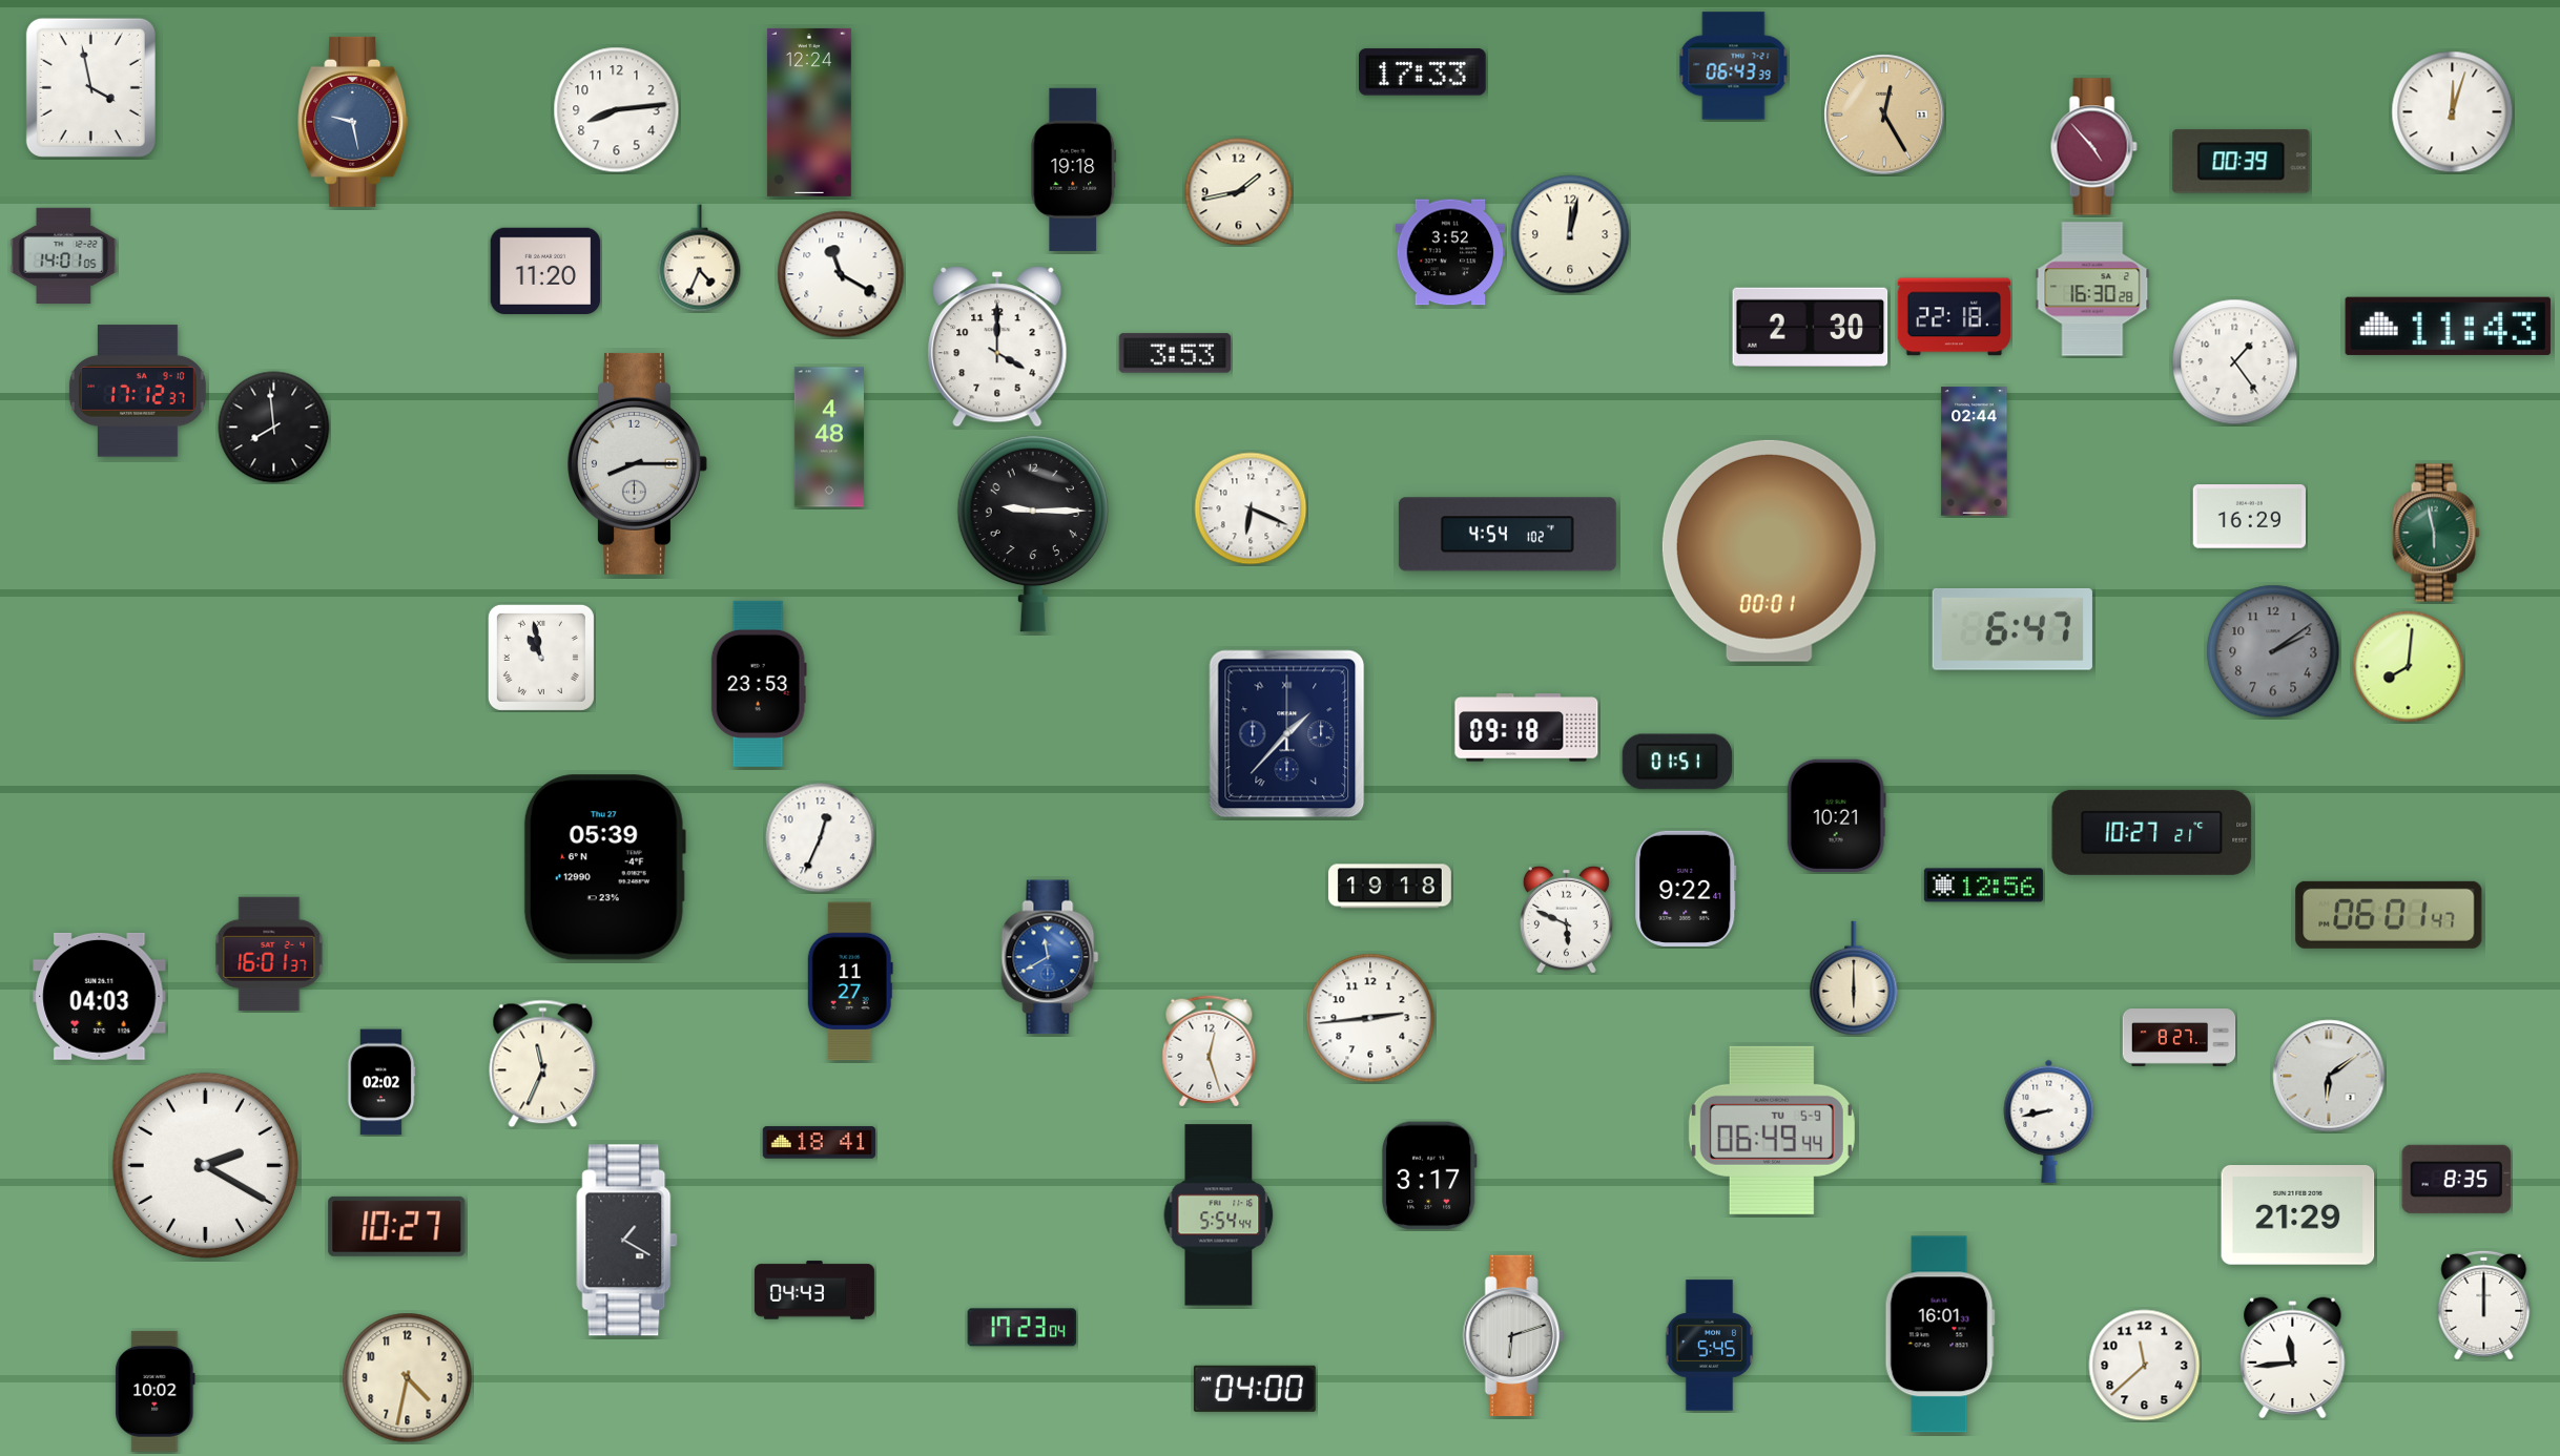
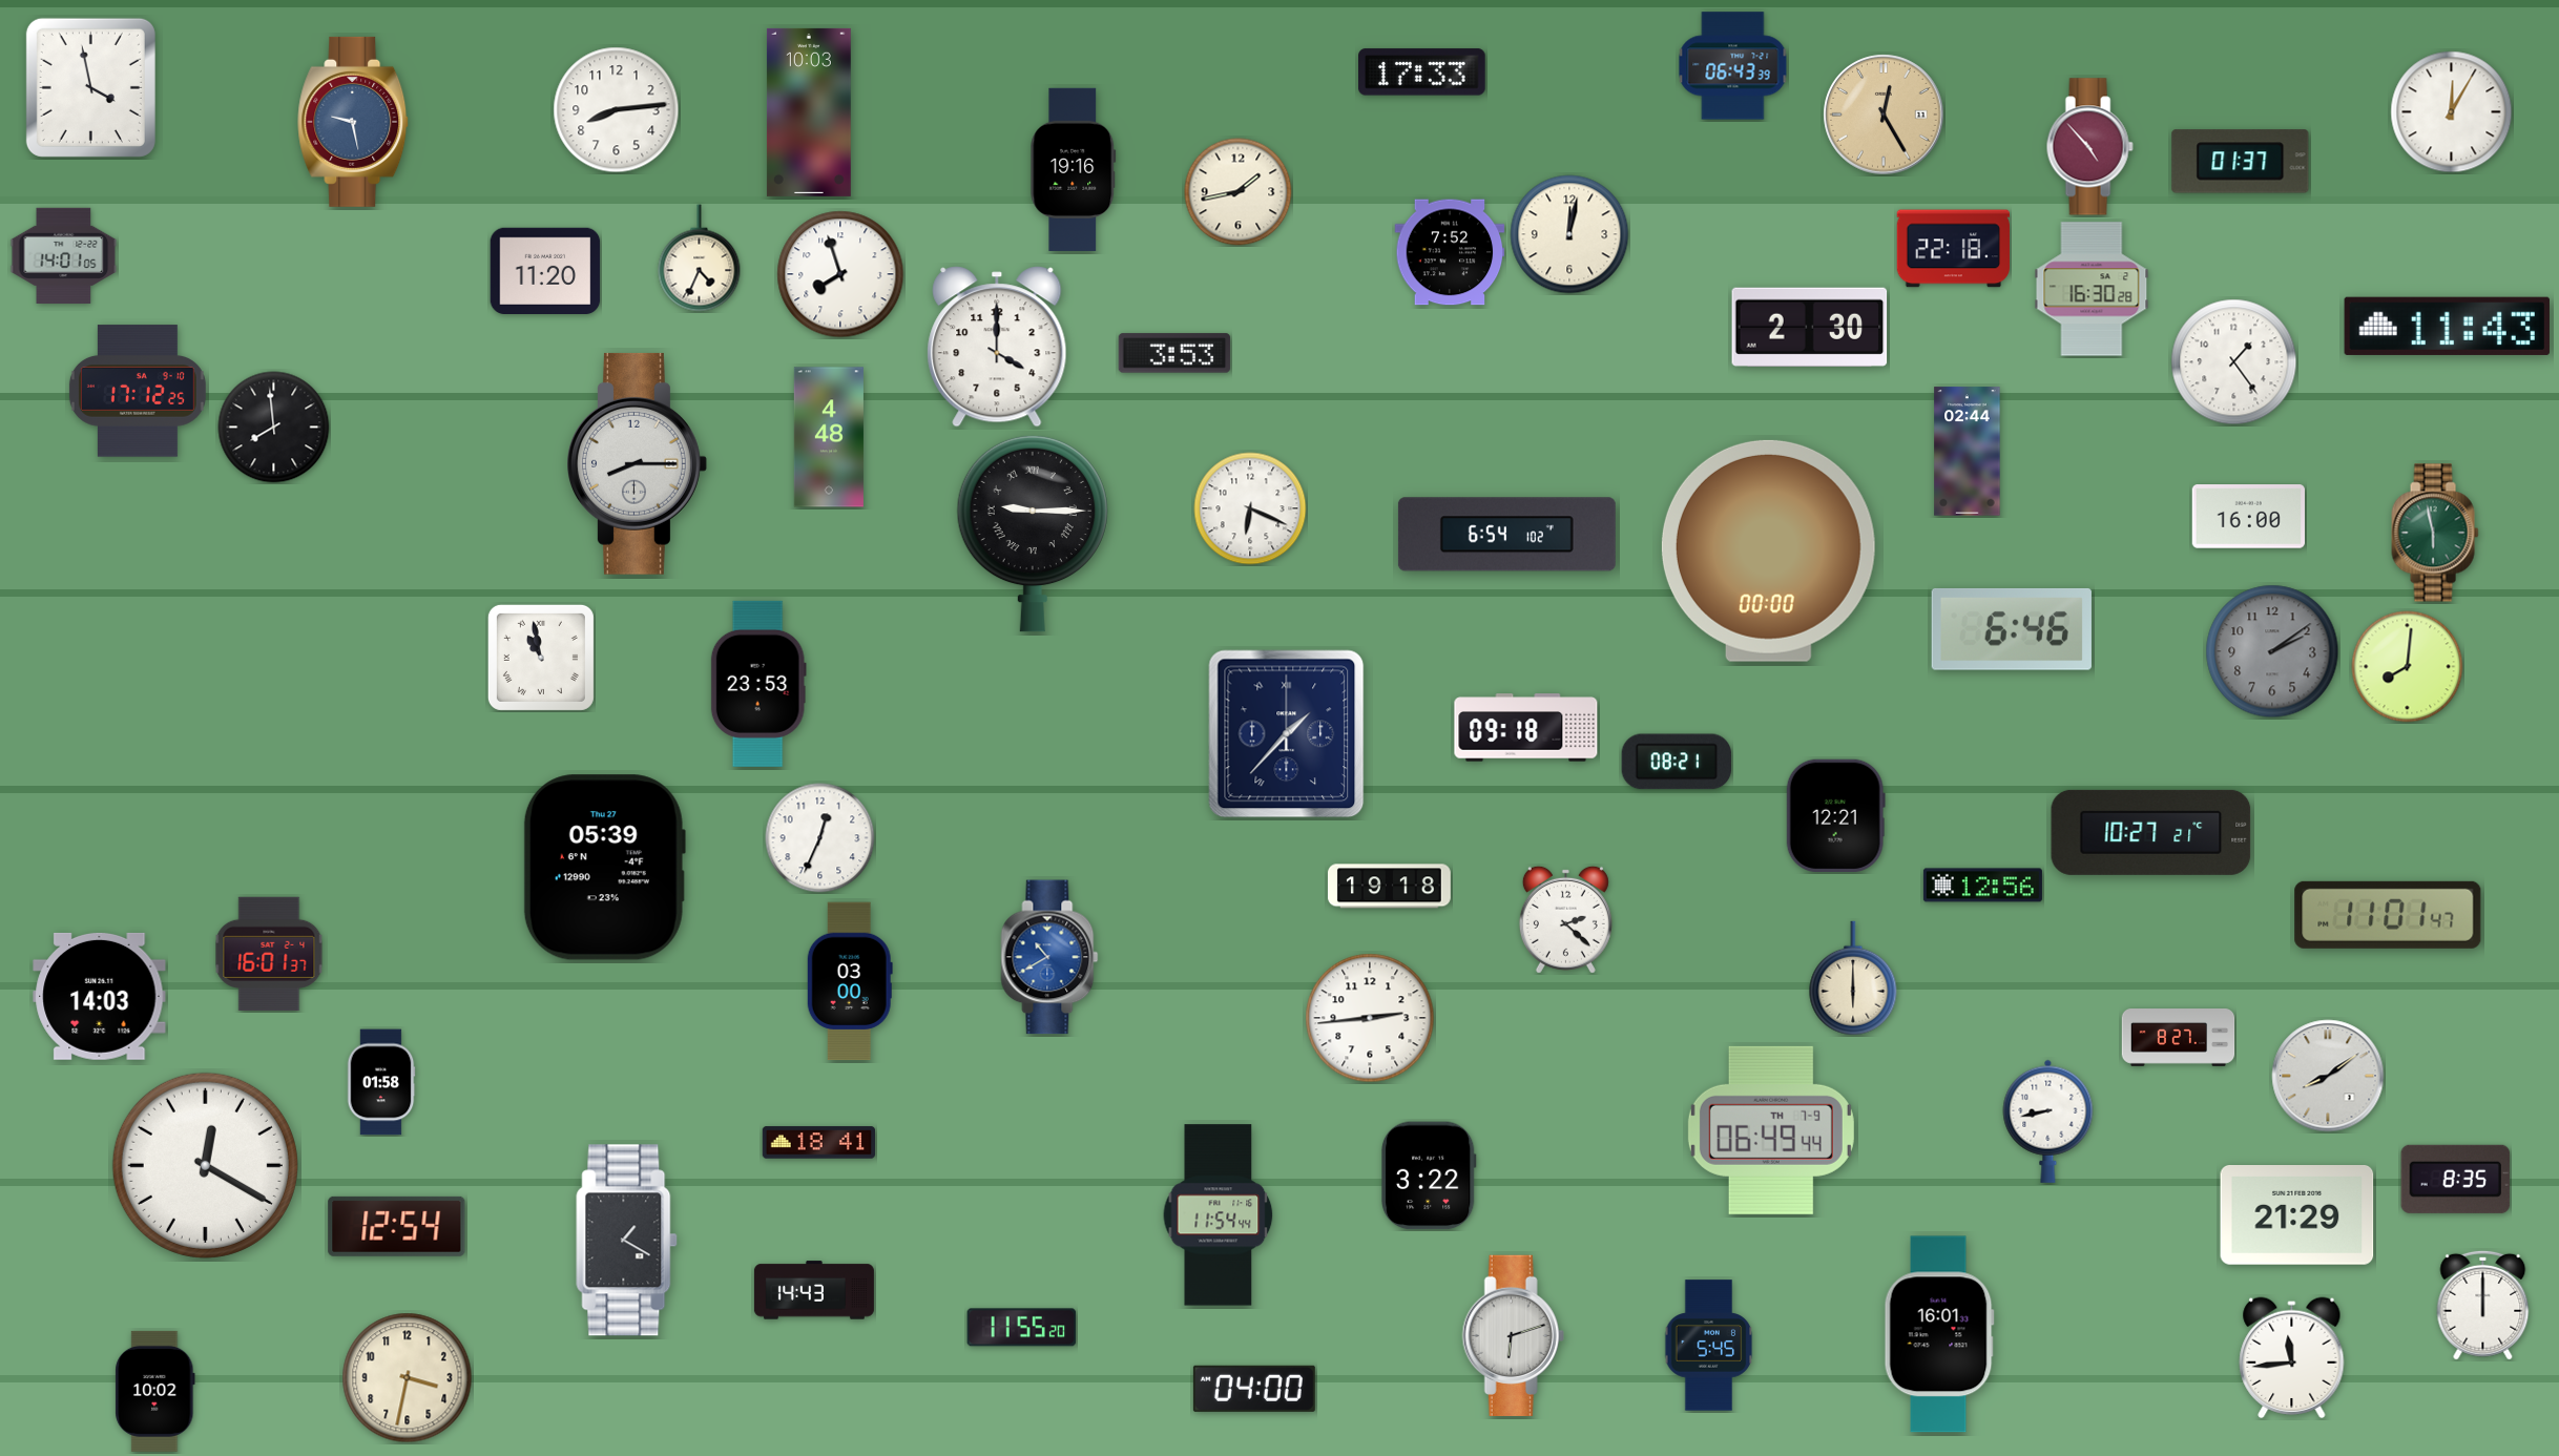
clock at (809, 112): 12:24 -> 10:03
clock at (2453, 112): 12:03 -> 12:05
clock at (2093, 147) position: (2093, 147) -> (2089, 147)
clock at (2242, 162): 00:39 -> 01:37
clock at (1074, 169): 19:18 -> 19:16
clock at (1450, 252): 3:52 -> 7:52
clock at (841, 274): 11:20 -> 7:57
clock at (1954, 317) position: (1954, 317) -> (1953, 249)
clock at (138, 391): 17:12:37 -> 17:12:25
clock at (1975, 452) position: (1975, 452) -> (1968, 452)
clock at (2249, 517): 16:29 -> 16:00
clock at (1033, 534) numerals: Arabic -> Roman
clock at (1507, 535): 4:54 -> 6:54
clock at (1769, 550): 00:01 -> 00:00
clock at (2012, 629): 6:47 -> 6:46
clock at (1677, 762): 01:51 -> 08:21
clock at (1836, 815): 10:21 -> 12:21
clock at (1686, 889): 9:22 -> none
clock at (2389, 915): 06:01 -> 11:01
clock at (1566, 919): 5:49 -> 2:22
clock at (1050, 957): 11:40 -> 10:40
clock at (850, 981): 11:27 -> 03:00
clock at (100, 996): 04:03 -> 14:03
clock at (1210, 1052): 12:27 -> none
clock at (543, 1064): 11:34 -> none
clock at (2329, 1076): 6:09 -> 8:09
clock at (381, 1082): 02:02 -> 01:58
clock at (1772, 1130) date: TU 5-9 -> TH 7-9
clock at (205, 1165): 2:20 -> 12:20
clock at (1429, 1176): 3:17 -> 3:22
clock at (1219, 1215): 5:54 -> 11:54
clock at (397, 1226): 10:27 -> 12:54
clock at (814, 1290): 04:43 -> 14:43
clock at (1023, 1328): 17:23 -> 11:55
clock at (2145, 1366): 11:38 -> none
clock at (408, 1378): 4:32 -> 3:32
